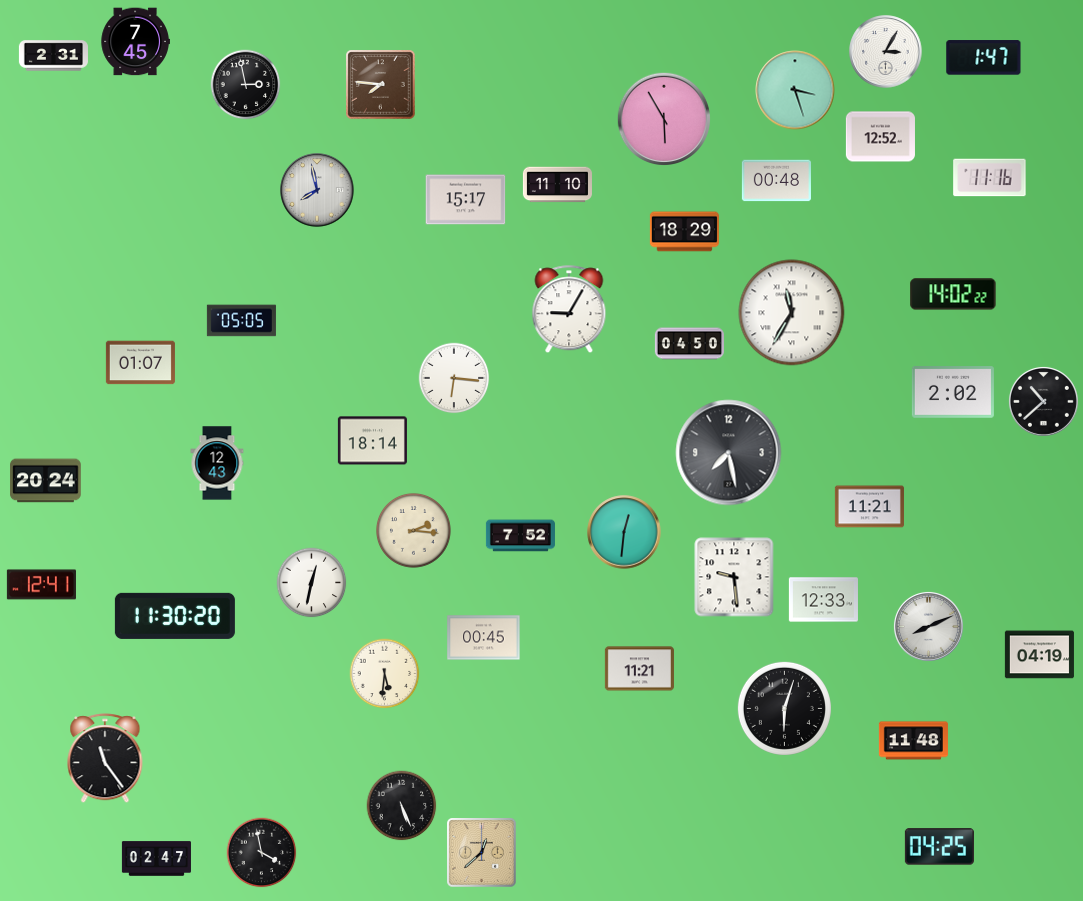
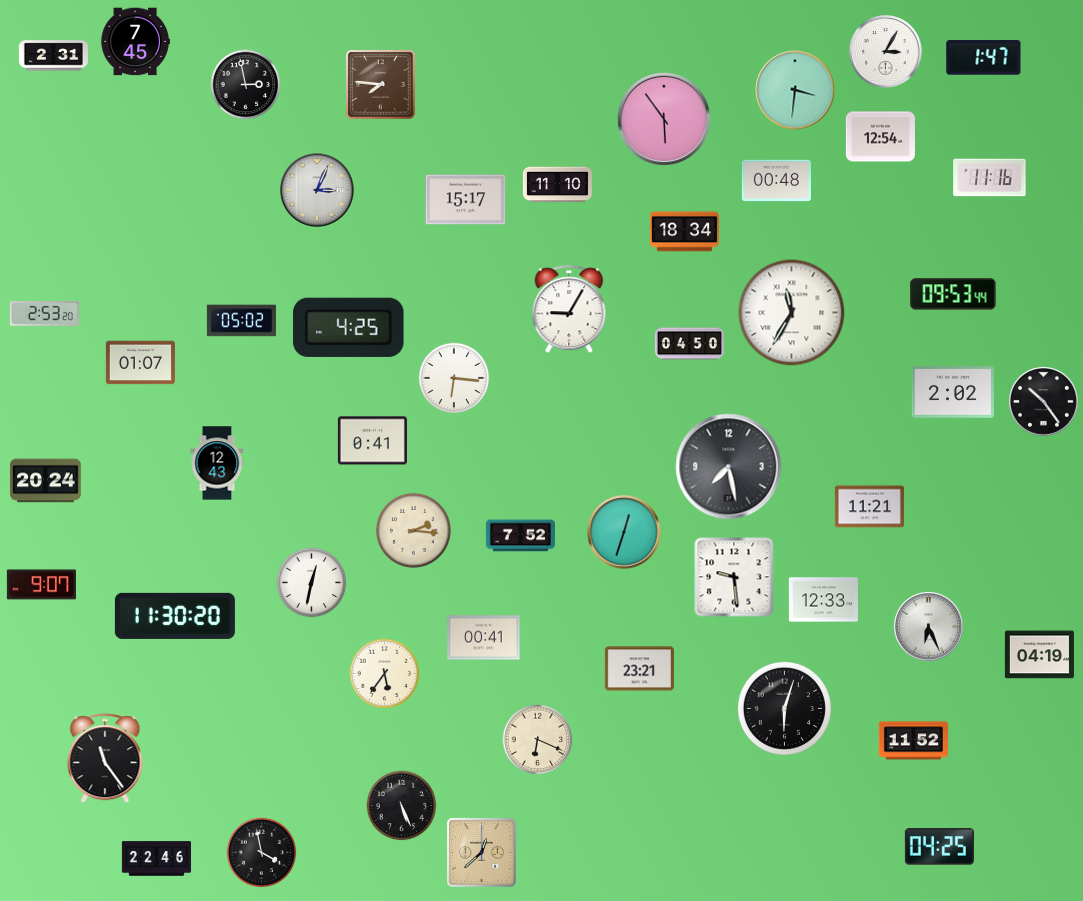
clock at (795, 90): 3:27 -> 3:31
clock at (663, 118): 5:55 -> 5:54
clock at (880, 137): 12:52 -> 12:54
clock at (317, 190): 7:58 -> 3:04
clock at (684, 232): 18:29 -> 18:34
clock at (953, 294): 14:02 -> 09:53
clock at (44, 314): none -> 2:53
clock at (241, 321): 05:05 -> 05:02
clock at (349, 327): none -> 4:25
clock at (1043, 401): 10:38 -> 10:24
clock at (372, 441): 18:14 -> 0:41
clock at (729, 453) position: (729, 453) -> (729, 467)
clock at (624, 532): 12:31 -> 12:33
clock at (41, 585): 12:41 -> 9:07
clock at (928, 626): 8:11 -> 6:26
clock at (484, 638): 00:45 -> 00:41
clock at (639, 669): 11:21 -> 23:21
clock at (385, 674): 5:31 -> 5:36
clock at (538, 740): none -> 6:19
clock at (913, 741): 11:48 -> 11:52
clock at (156, 859): 02:47 -> 22:46
